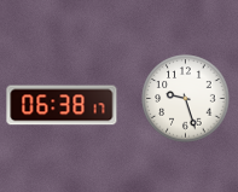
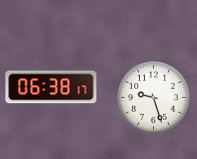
clock at (186, 99) position: (186, 99) -> (154, 98)
